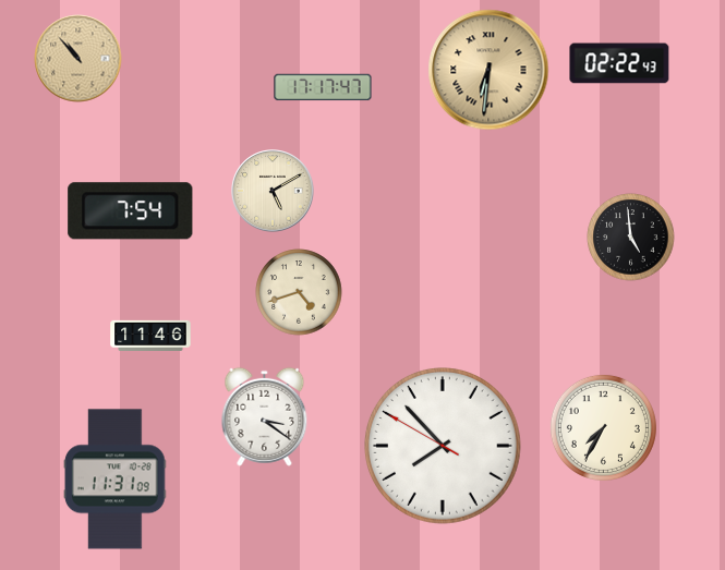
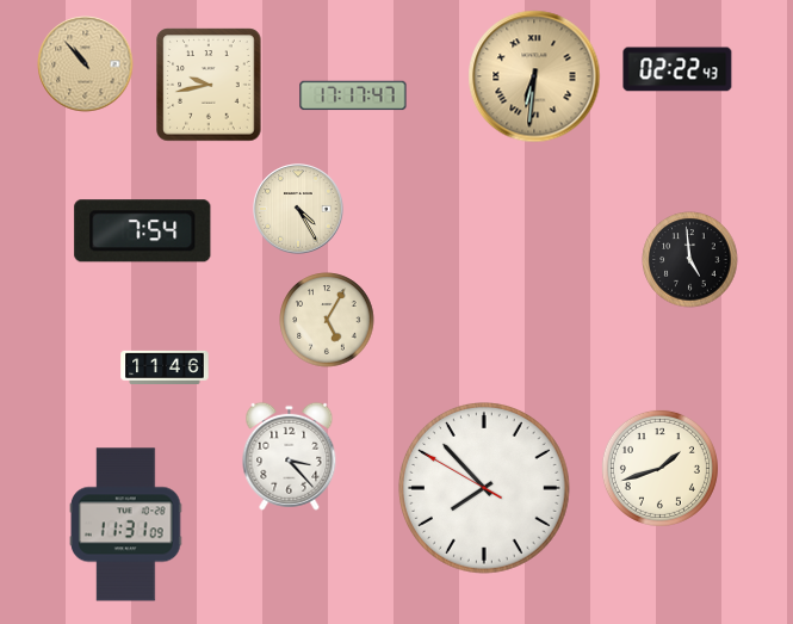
clock at (209, 85): none -> 9:43
clock at (273, 191): 5:10 -> 4:25
clock at (299, 292): 4:42 -> 5:05
clock at (265, 416): 3:21 -> 3:23
clock at (603, 427): 7:35 -> 1:42
